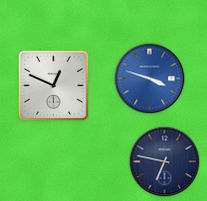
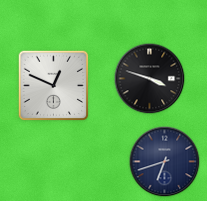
clock at (150, 79) dial: blue -> black
clock at (165, 162): 6:47 -> 6:42
